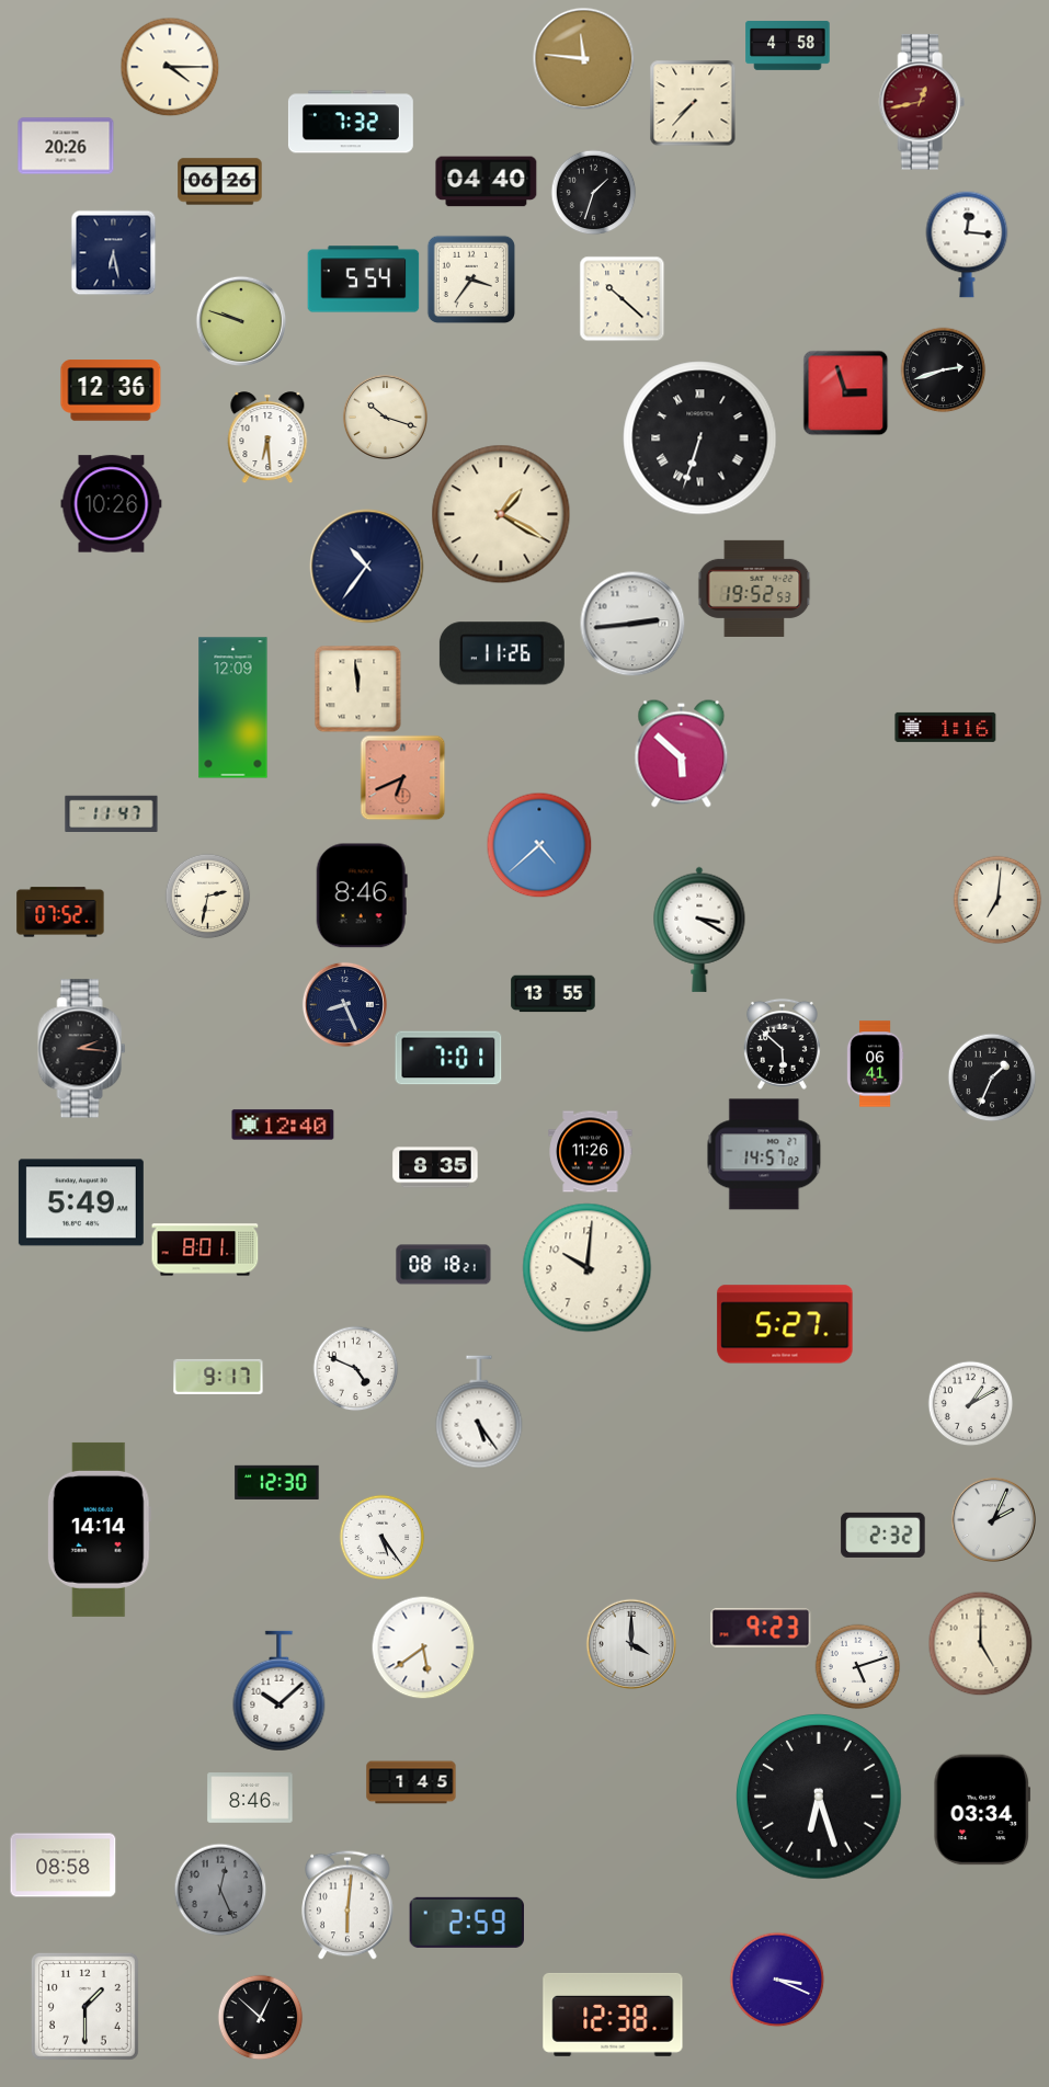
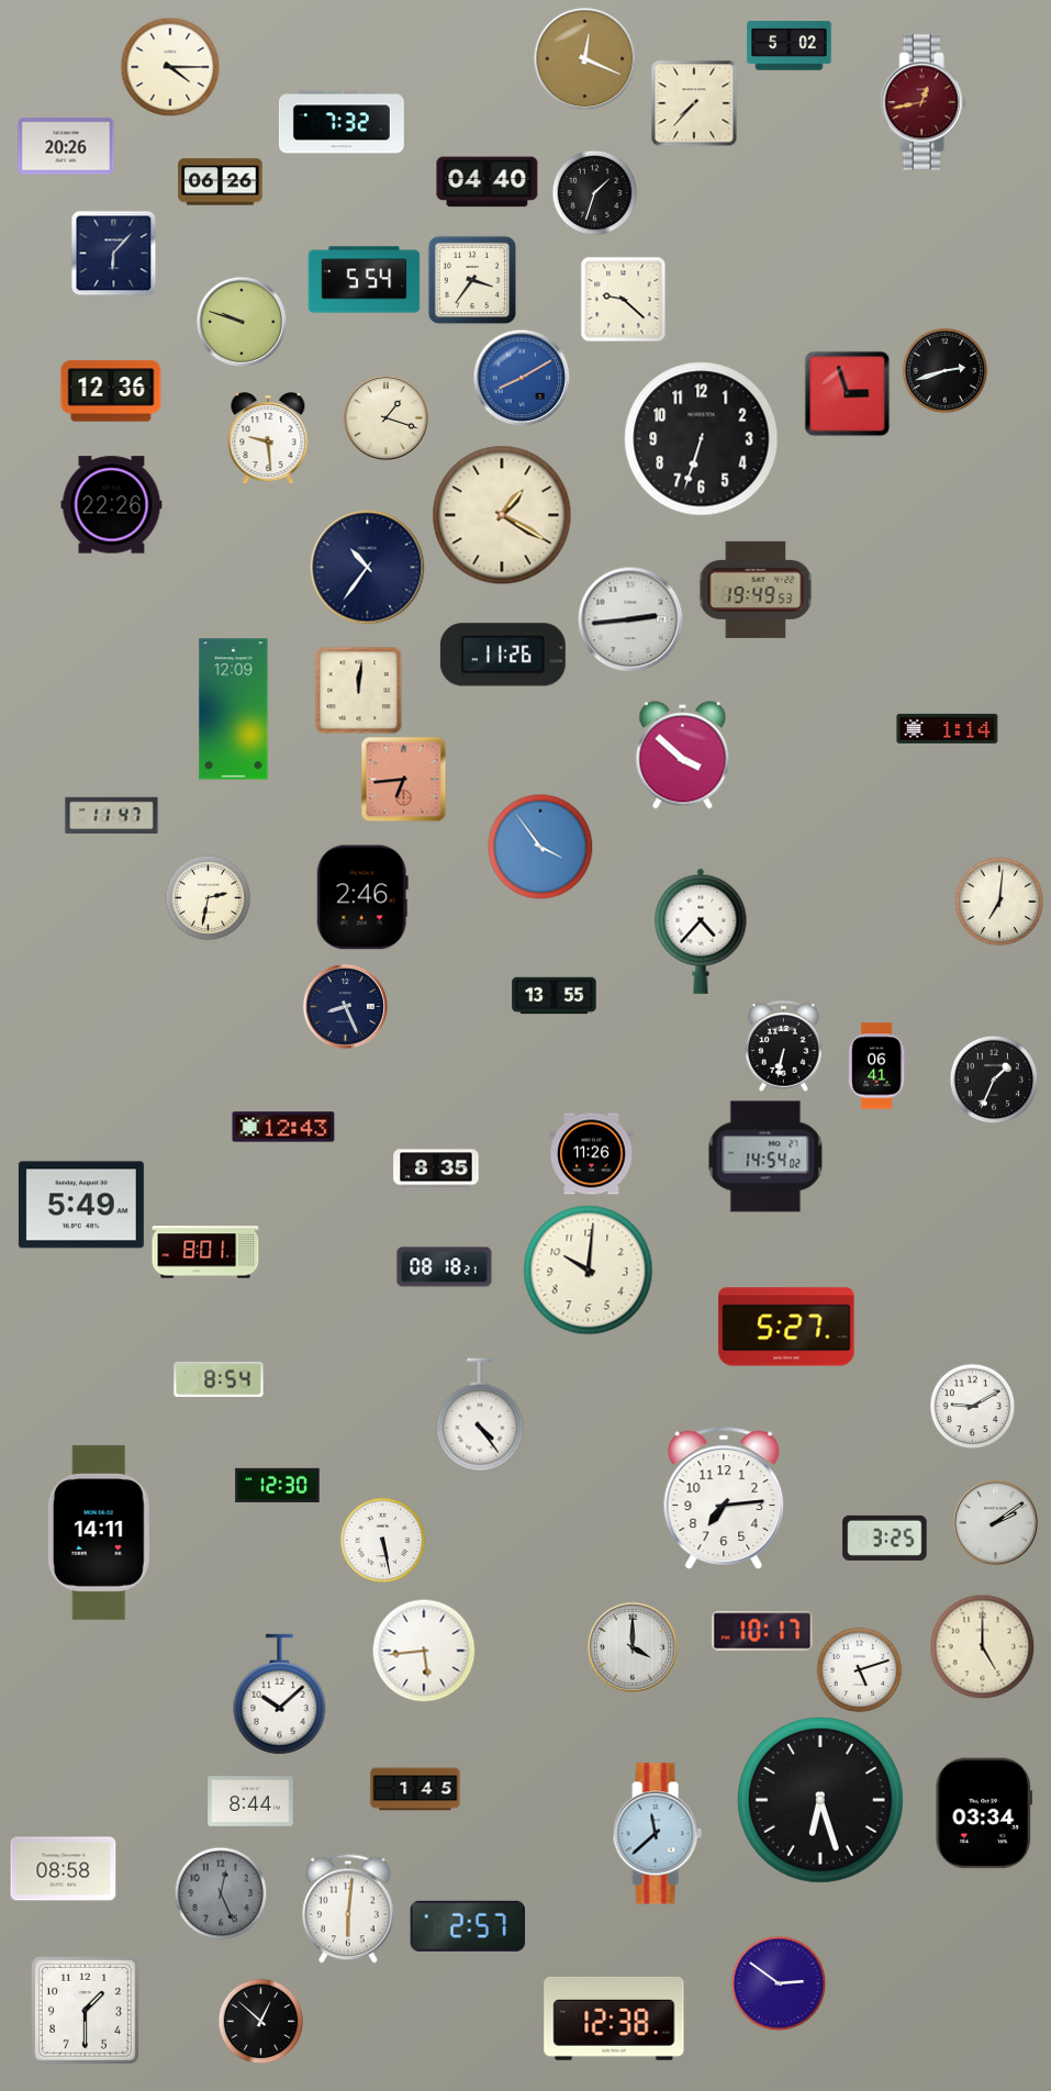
clock at (788, 46): 4:58 -> 5:02
clock at (583, 58): 11:46 -> 12:19
clock at (351, 122) position: (351, 122) -> (342, 122)
clock at (967, 244): 12:16 -> none
clock at (113, 252): 6:28 -> 6:07
clock at (622, 298): 10:22 -> 9:22
clock at (522, 378): none -> 8:10
clock at (385, 417): 10:18 -> 1:18
clock at (267, 437): 6:29 -> 9:29
clock at (700, 438) numerals: Roman -> Arabic
clock at (112, 504): 10:26 -> 22:26
clock at (754, 589): 19:52 -> 19:49
clock at (632, 624) position: (632, 624) -> (630, 619)
clock at (357, 688): 11:59 -> 12:01
clock at (946, 727): 1:16 -> 1:14
clock at (682, 754): 5:52 -> 3:52
clock at (402, 777): 6:41 -> 6:44
clock at (539, 845): 4:38 -> 3:54
clock at (362, 896): 8:46 -> 2:46
clock at (60, 912): 07:52 -> none
clock at (699, 930): 3:20 -> 4:37
clock at (782, 1043): 5:52 -> 6:32
clock at (82, 1049): 2:16 -> none
clock at (448, 1058): 7:01 -> none
clock at (283, 1125): 12:40 -> 12:43
clock at (764, 1154): 14:57 -> 14:54
clock at (355, 1368): 4:49 -> none
clock at (218, 1377): 9:17 -> 8:54
clock at (970, 1403): 1:10 -> 9:10
clock at (479, 1412): 5:24 -> 4:24
clock at (724, 1498): none -> 7:14
clock at (993, 1519): 2:04 -> 2:09
clock at (99, 1529): 14:14 -> 14:11
clock at (883, 1535): 2:32 -> 3:25
clock at (381, 1537): 5:24 -> 5:28
clock at (761, 1628): 9:23 -> 10:17
clock at (423, 1647): 5:39 -> 5:44
clock at (411, 1782) position: (411, 1782) -> (415, 1789)
clock at (250, 1798): 8:46 -> 8:44
clock at (657, 1834): none -> 11:38
clock at (466, 1923): 2:59 -> 2:57
clock at (777, 1980): 3:19 -> 2:51
